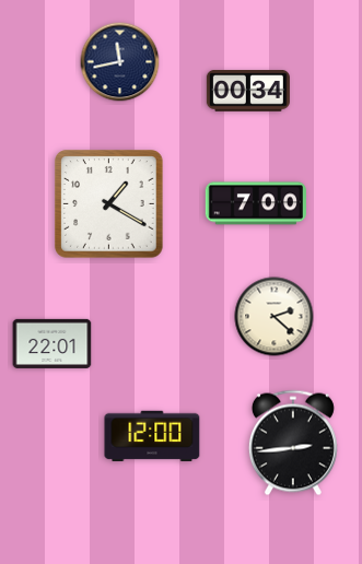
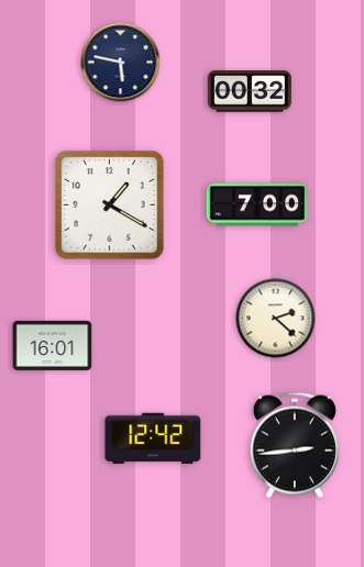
clock at (120, 62): 11:43 -> 5:47
clock at (248, 92): 00:34 -> 00:32
clock at (52, 343): 22:01 -> 16:01
clock at (152, 436): 12:00 -> 12:42
